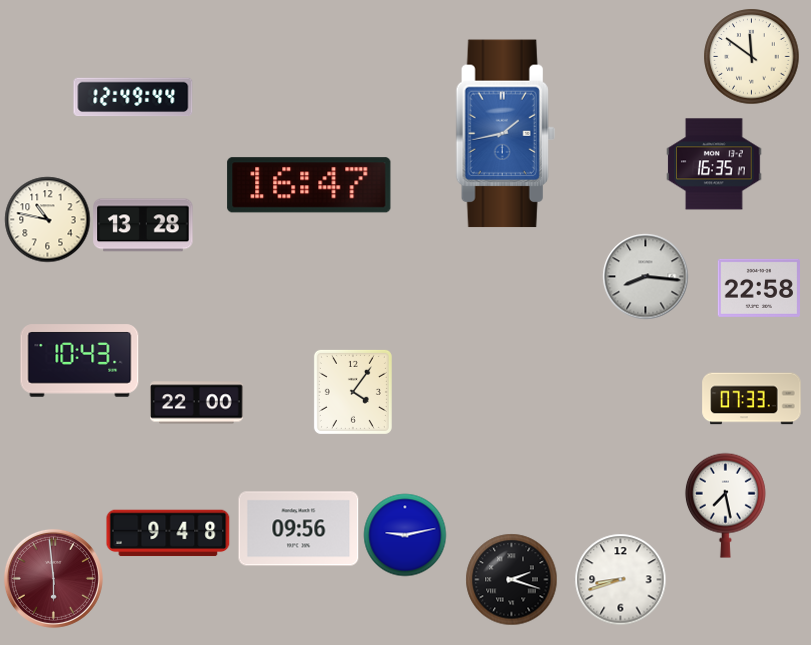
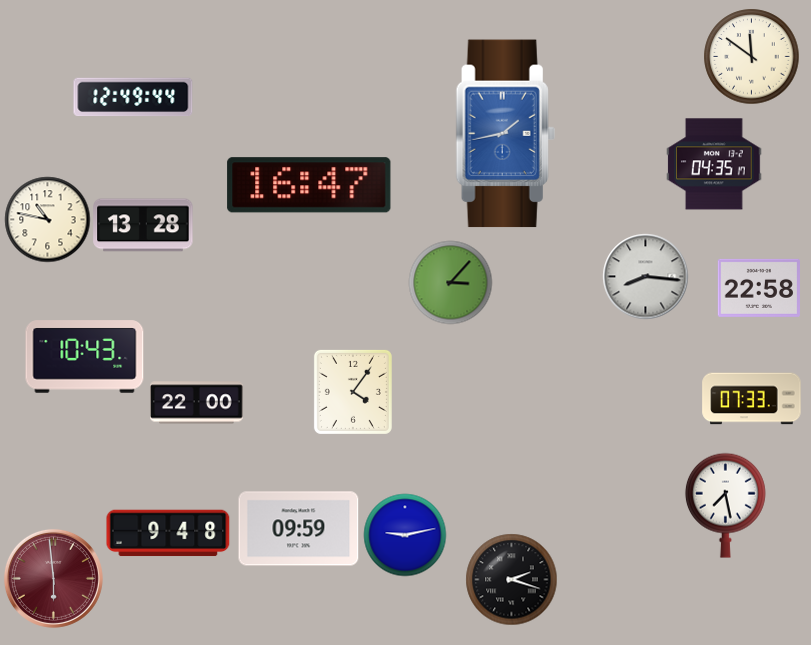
clock at (714, 164): 16:35 -> 04:35
clock at (450, 282): none -> 3:07
clock at (80, 361) position: (80, 361) -> (85, 357)
clock at (299, 529): 09:56 -> 09:59
clock at (620, 579): 8:42 -> none
